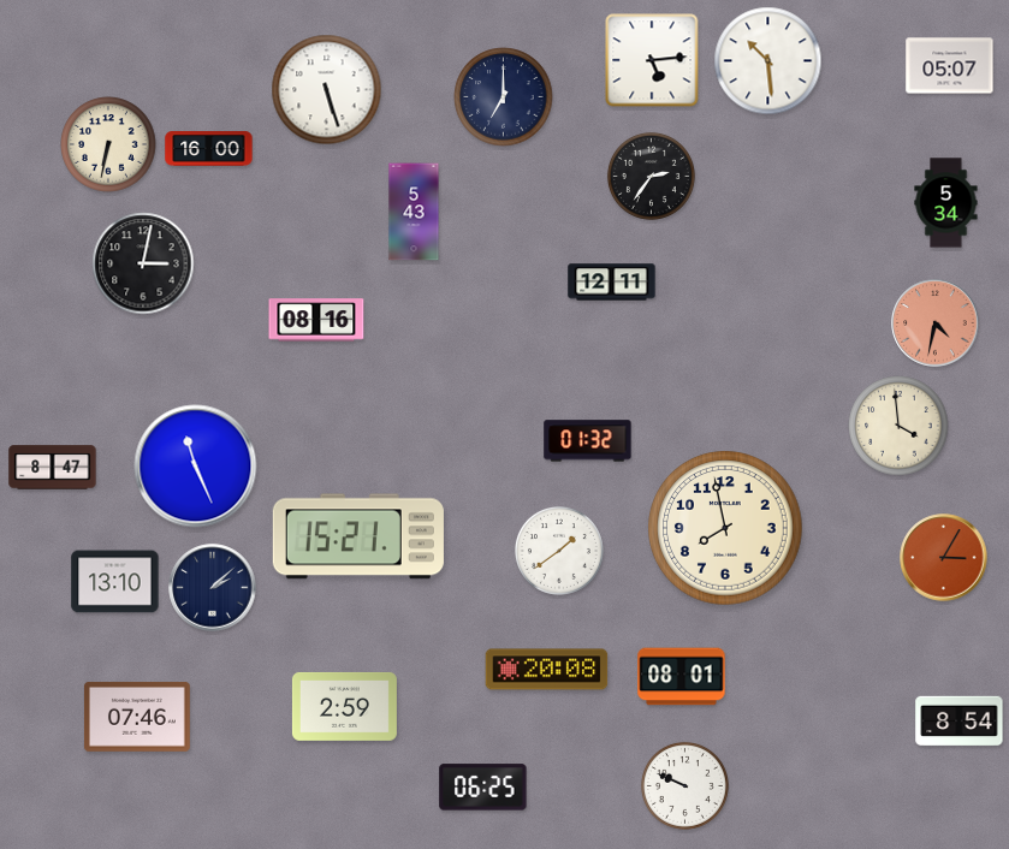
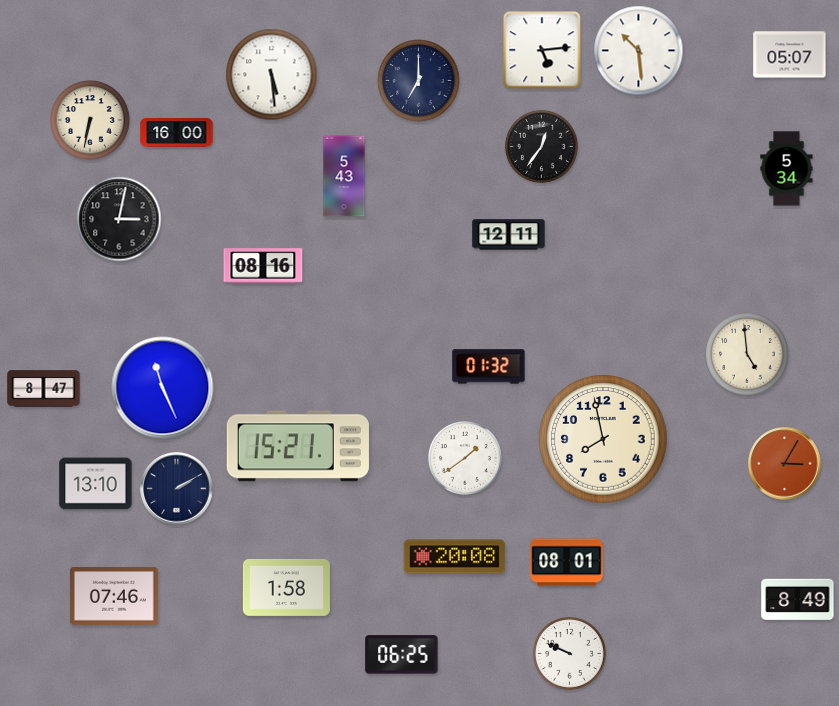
clock at (327, 90): 5:27 -> 5:29
clock at (209, 149) position: (209, 149) -> (177, 133)
clock at (651, 176): 2:36 -> 12:36
clock at (936, 323): 4:32 -> none
clock at (898, 426): 3:59 -> 4:59
clock at (213, 588): 2:08 -> 2:10
clock at (344, 706): 2:59 -> 1:58
clock at (960, 722): 8:54 -> 8:49
